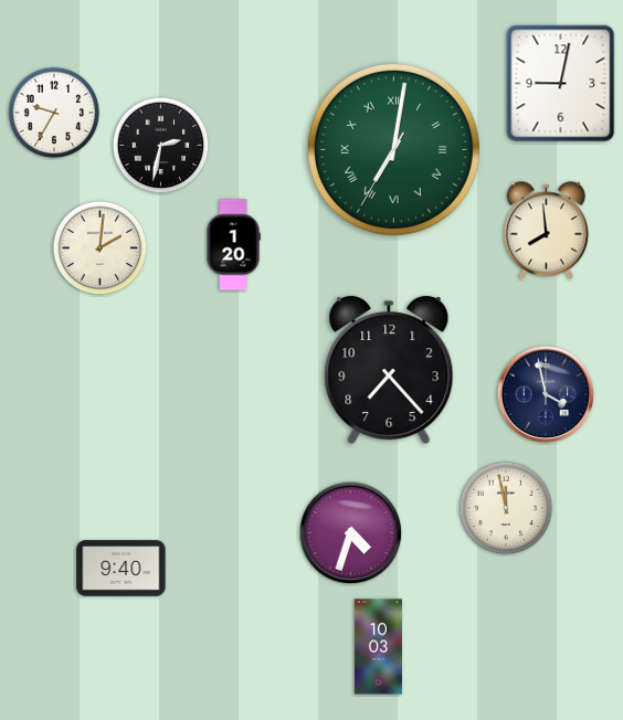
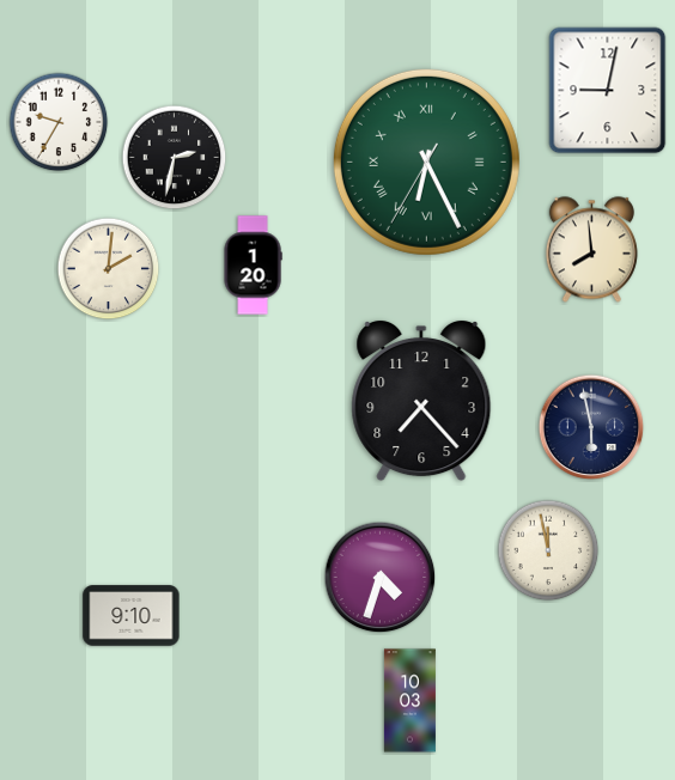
clock at (393, 149): 7:01 -> 6:25
clock at (546, 394): 3:58 -> 5:58
clock at (122, 569): 9:40 -> 9:10
